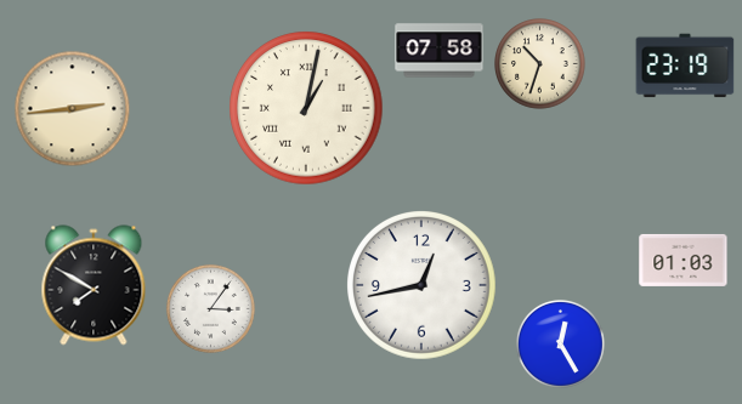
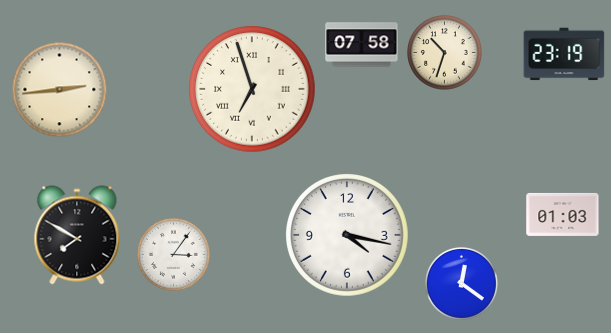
clock at (440, 51) position: (440, 51) -> (362, 45)
clock at (306, 108): 1:02 -> 6:57
clock at (423, 286): 12:43 -> 4:17
clock at (560, 343): 12:25 -> 12:21
